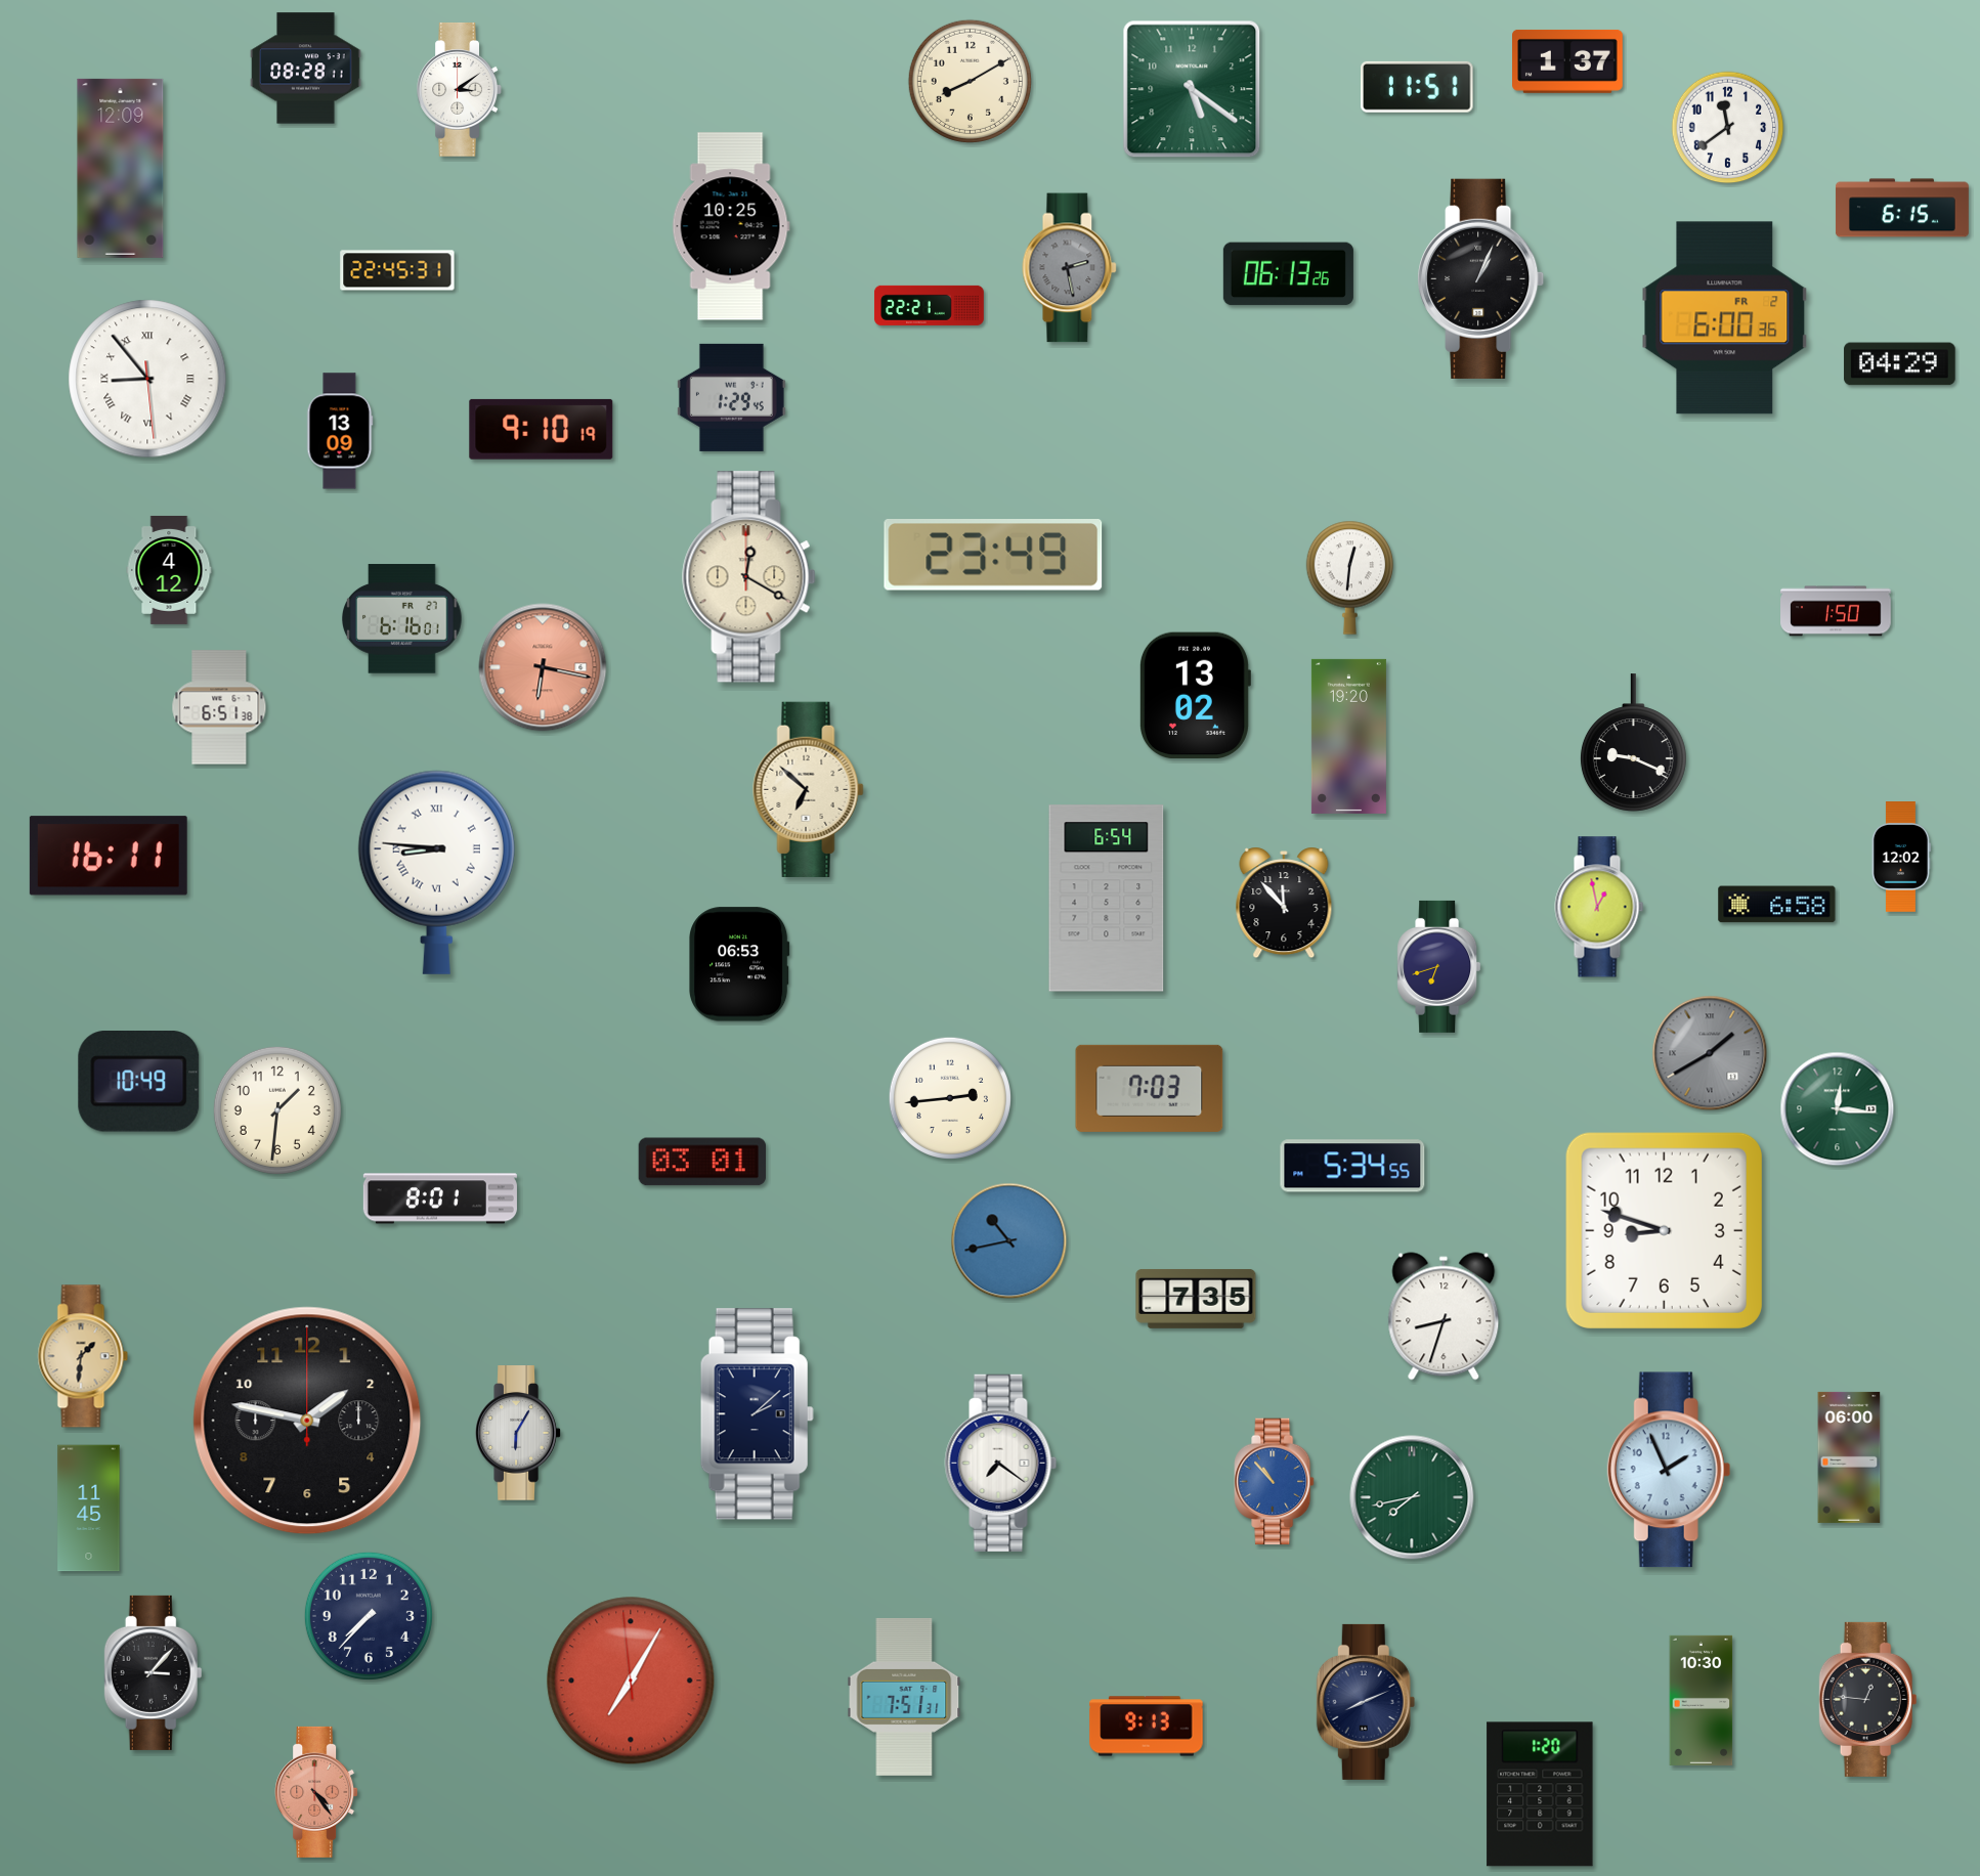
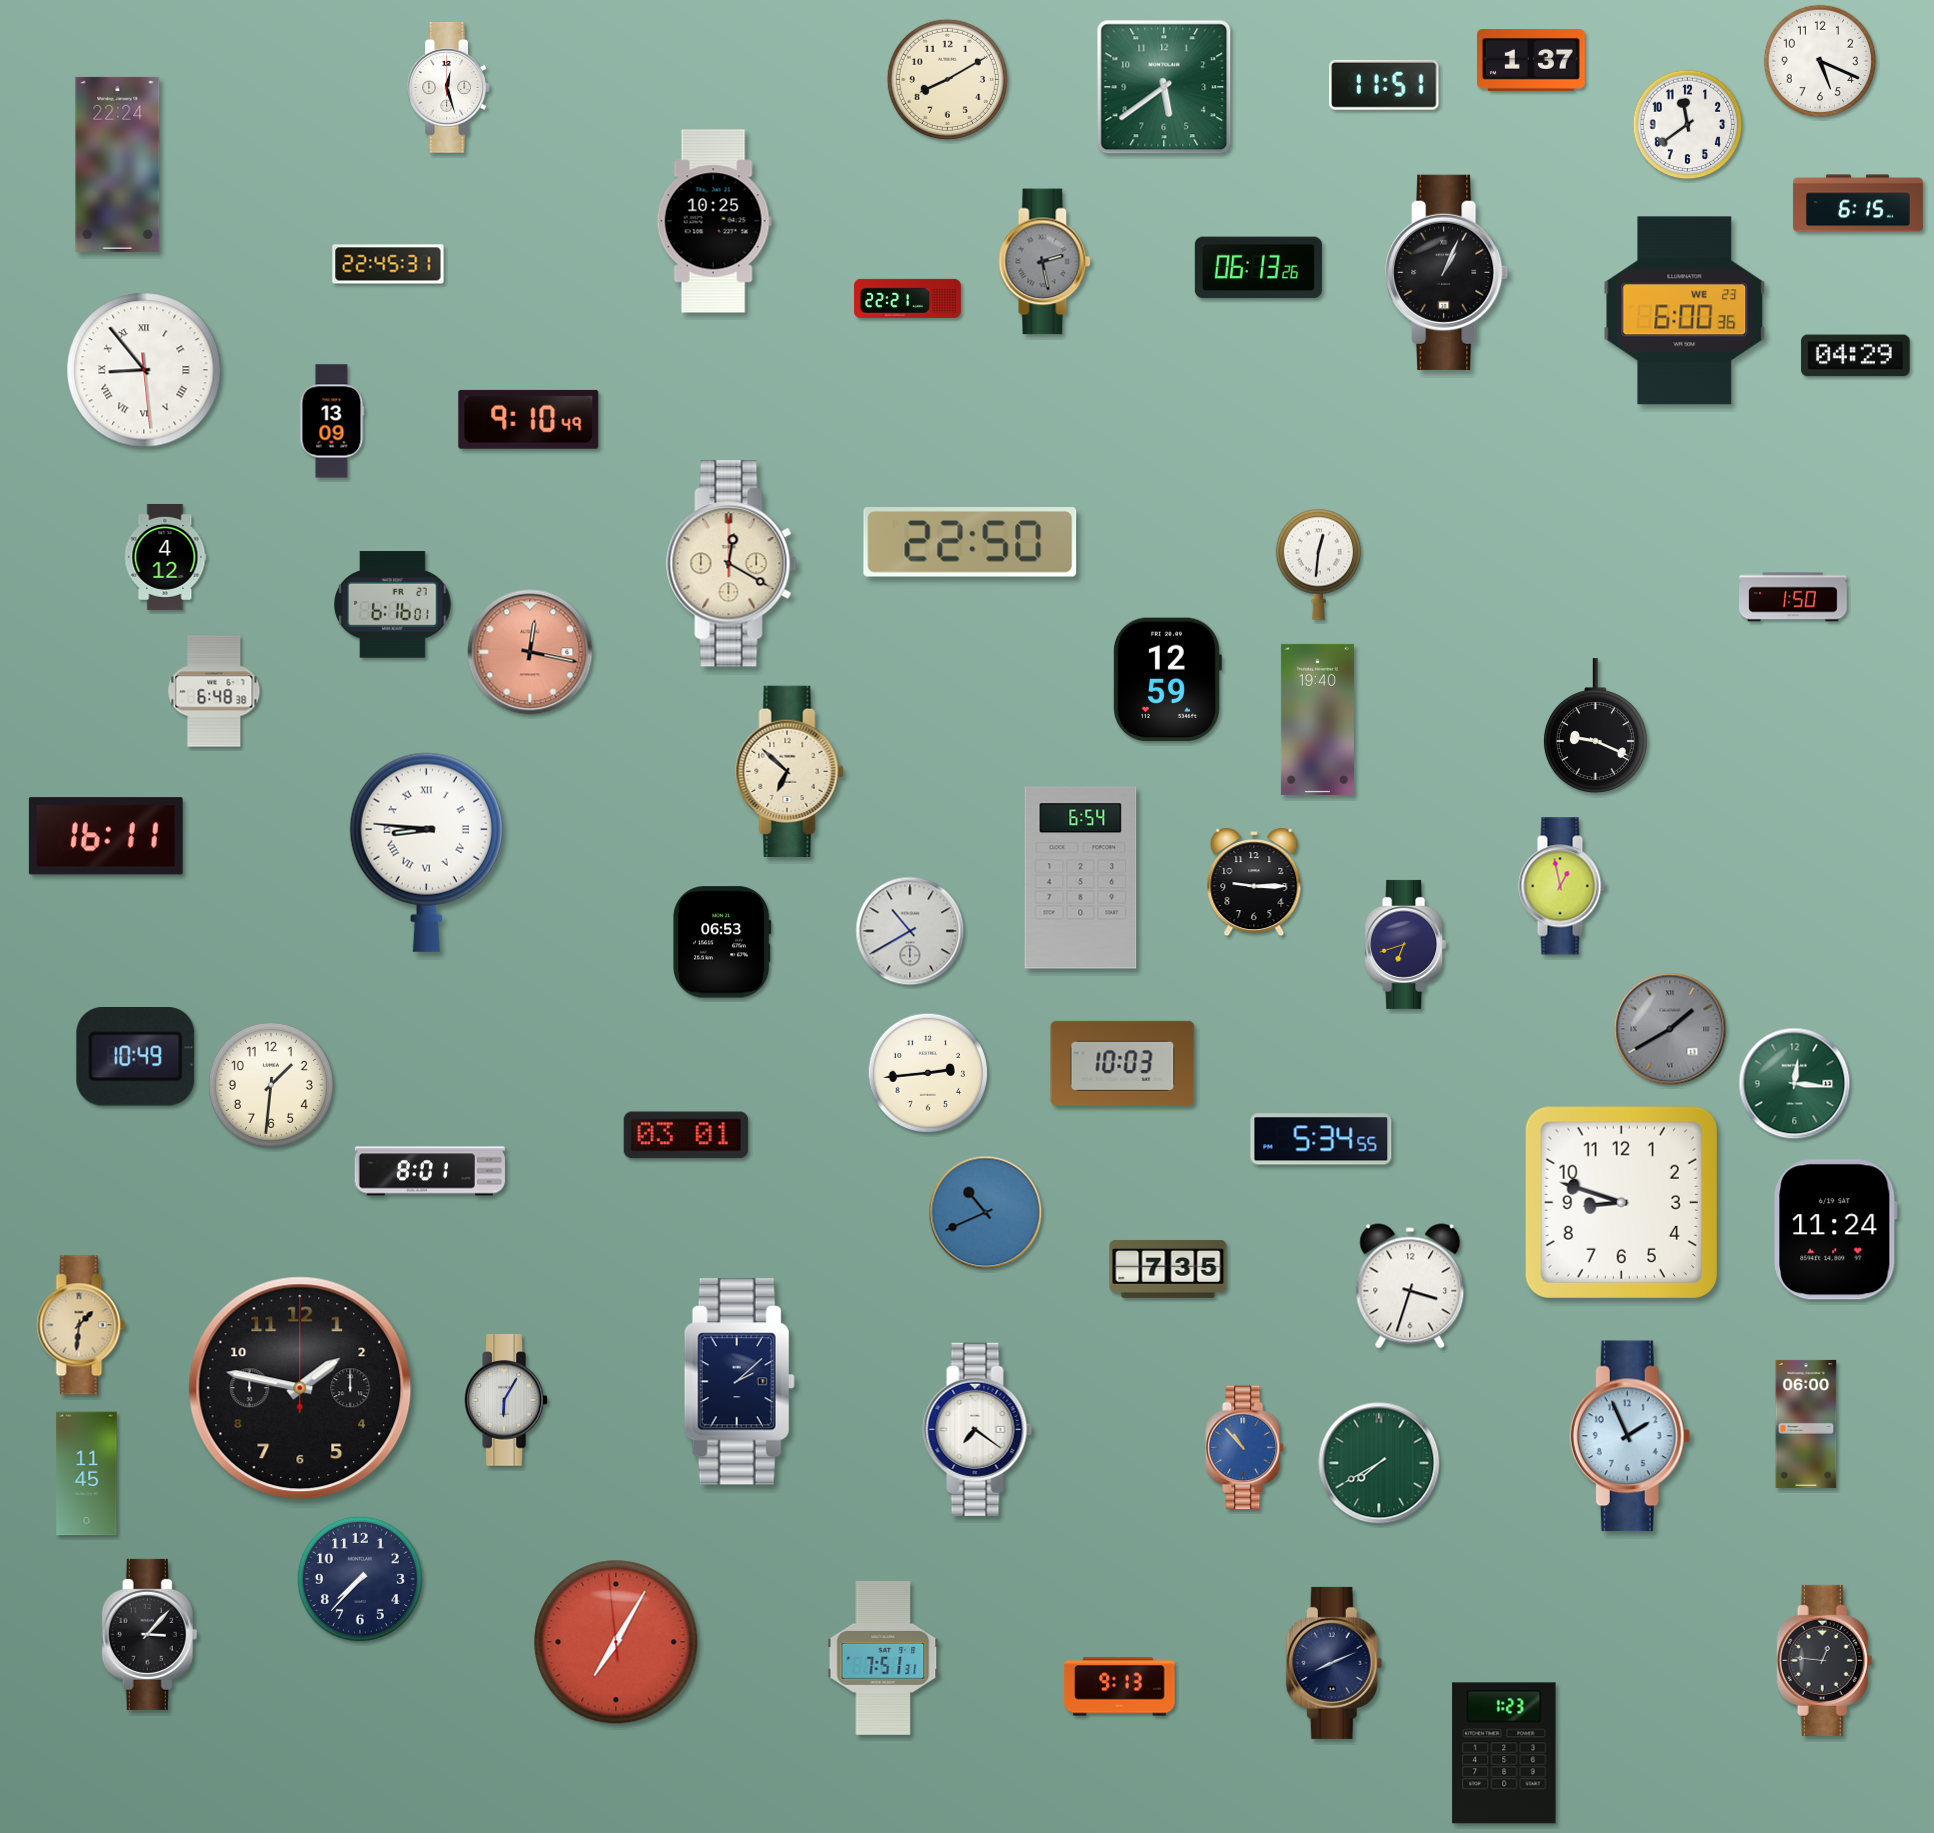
clock at (1820, 61): none -> 5:19
clock at (306, 69): 08:28 -> none
clock at (1192, 89): 5:21 -> 5:39
clock at (459, 90): 3:09 -> 12:27
clock at (121, 168): 12:09 -> 22:24
clock at (1725, 318) date: FR 2 -> WE 23
clock at (731, 397): 1:29 -> none
clock at (542, 429): 9:10:19 -> 9:10:49
clock at (993, 556): 23:49 -> 22:50
clock at (543, 667): 6:17 -> 12:17
clock at (1195, 696): 13:02 -> 12:59
clock at (219, 707): 6:51 -> 6:48
clock at (1348, 736): 19:20 -> 19:40
clock at (1901, 857): 12:02 -> none
clock at (1284, 903): 11:53 -> 9:15
clock at (1777, 905): 6:58 -> none
clock at (910, 931): none -> 10:40
clock at (1150, 1088): 7:03 -> 10:03
clock at (1664, 1230) position: (1664, 1230) -> (1621, 1202)
clock at (1009, 1241): 10:43 -> 10:41
clock at (1836, 1230): none -> 11:24
clock at (1444, 1316): 8:33 -> 3:33
clock at (1412, 1497): 7:43 -> 7:40
clock at (1702, 1700): 10:30 -> none
clock at (316, 1792): 4:24 -> none
clock at (1540, 1794): 1:20 -> 1:23
